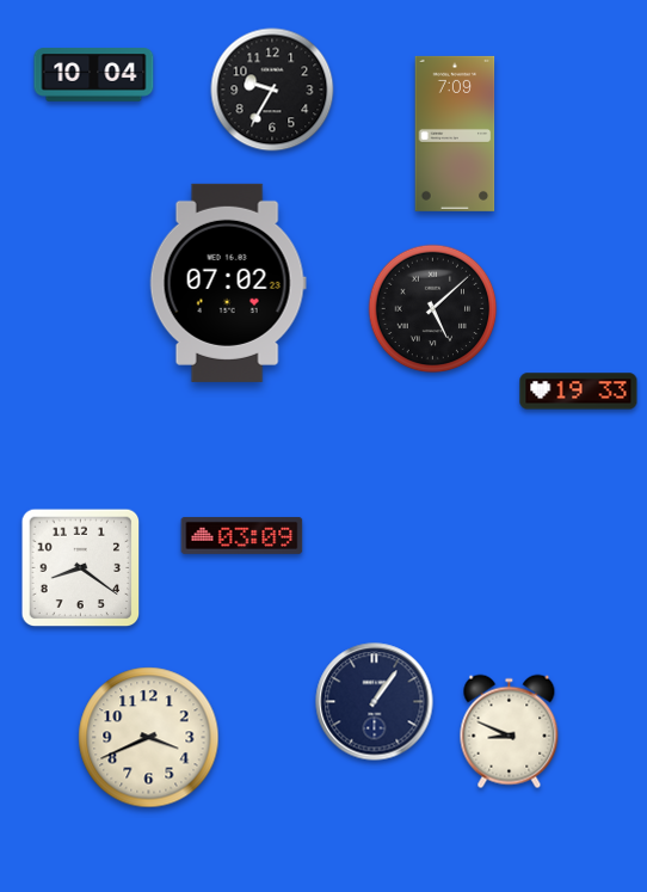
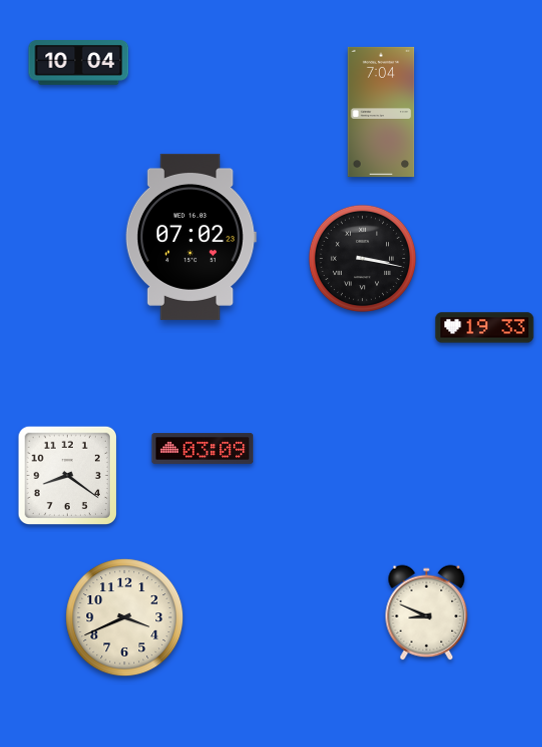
clock at (272, 90): 9:35 -> none
clock at (455, 134): 7:09 -> 7:04
clock at (433, 309): 5:08 -> 3:17
clock at (375, 702): 1:06 -> none
